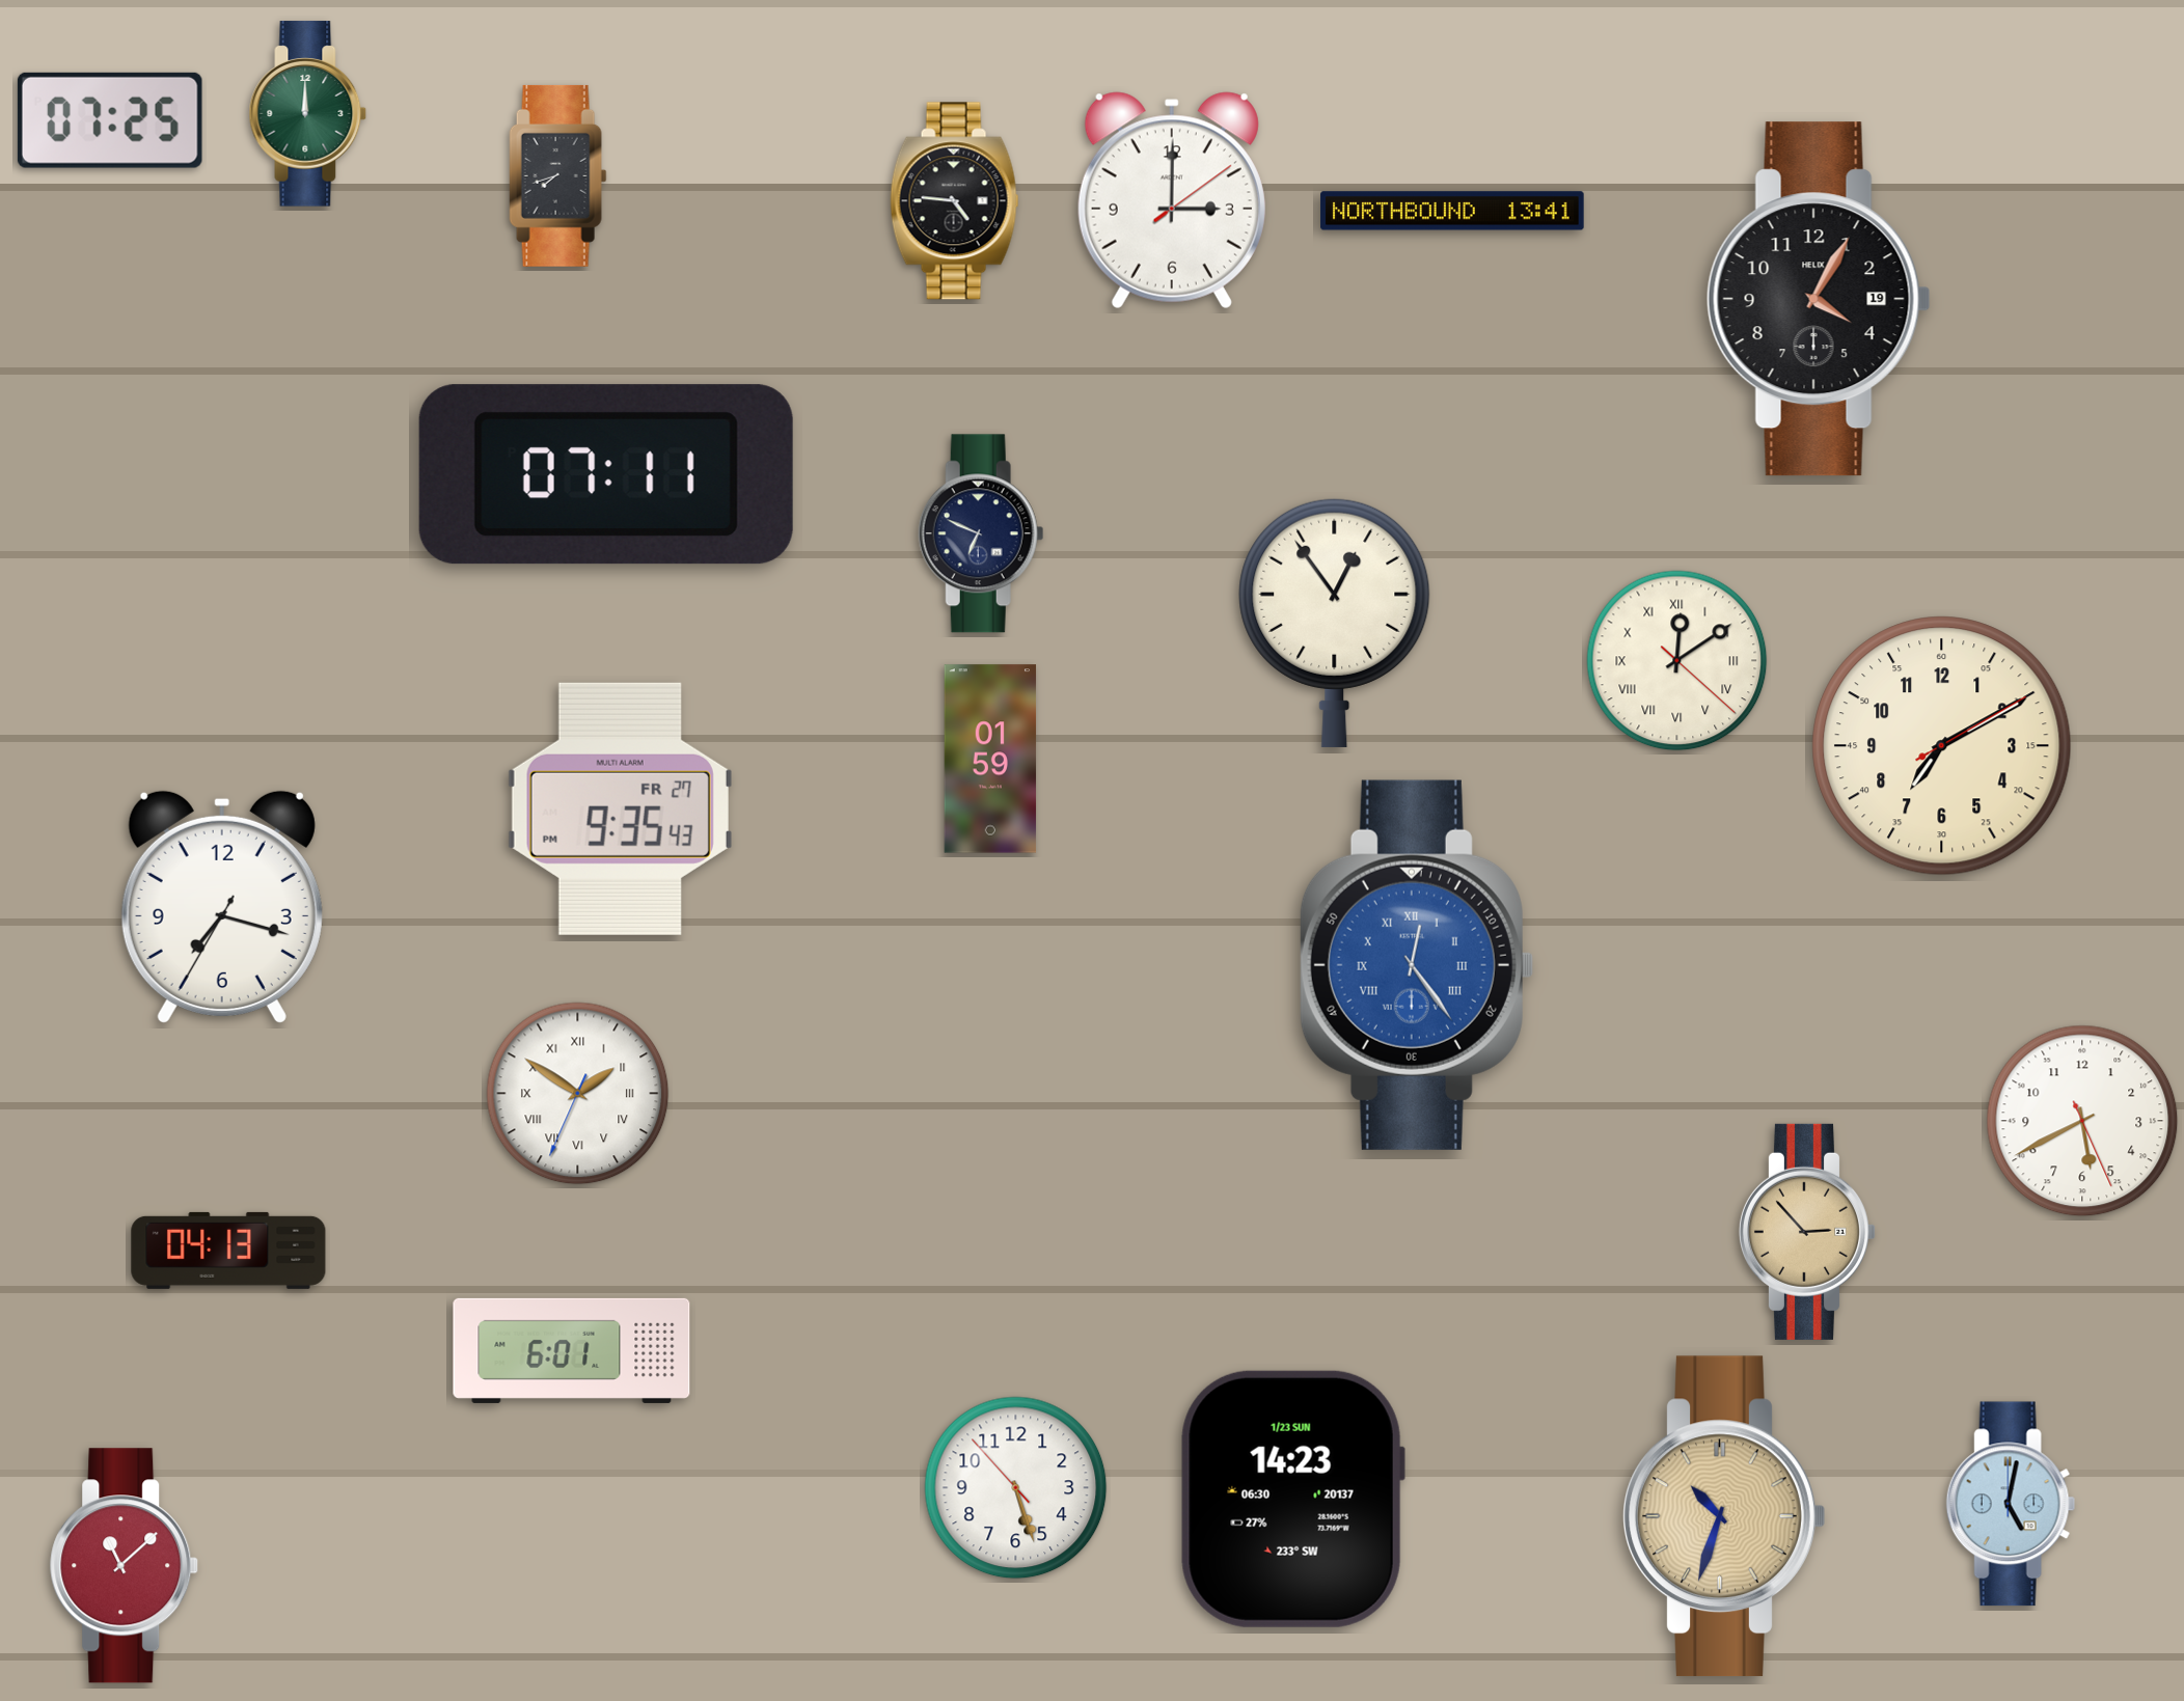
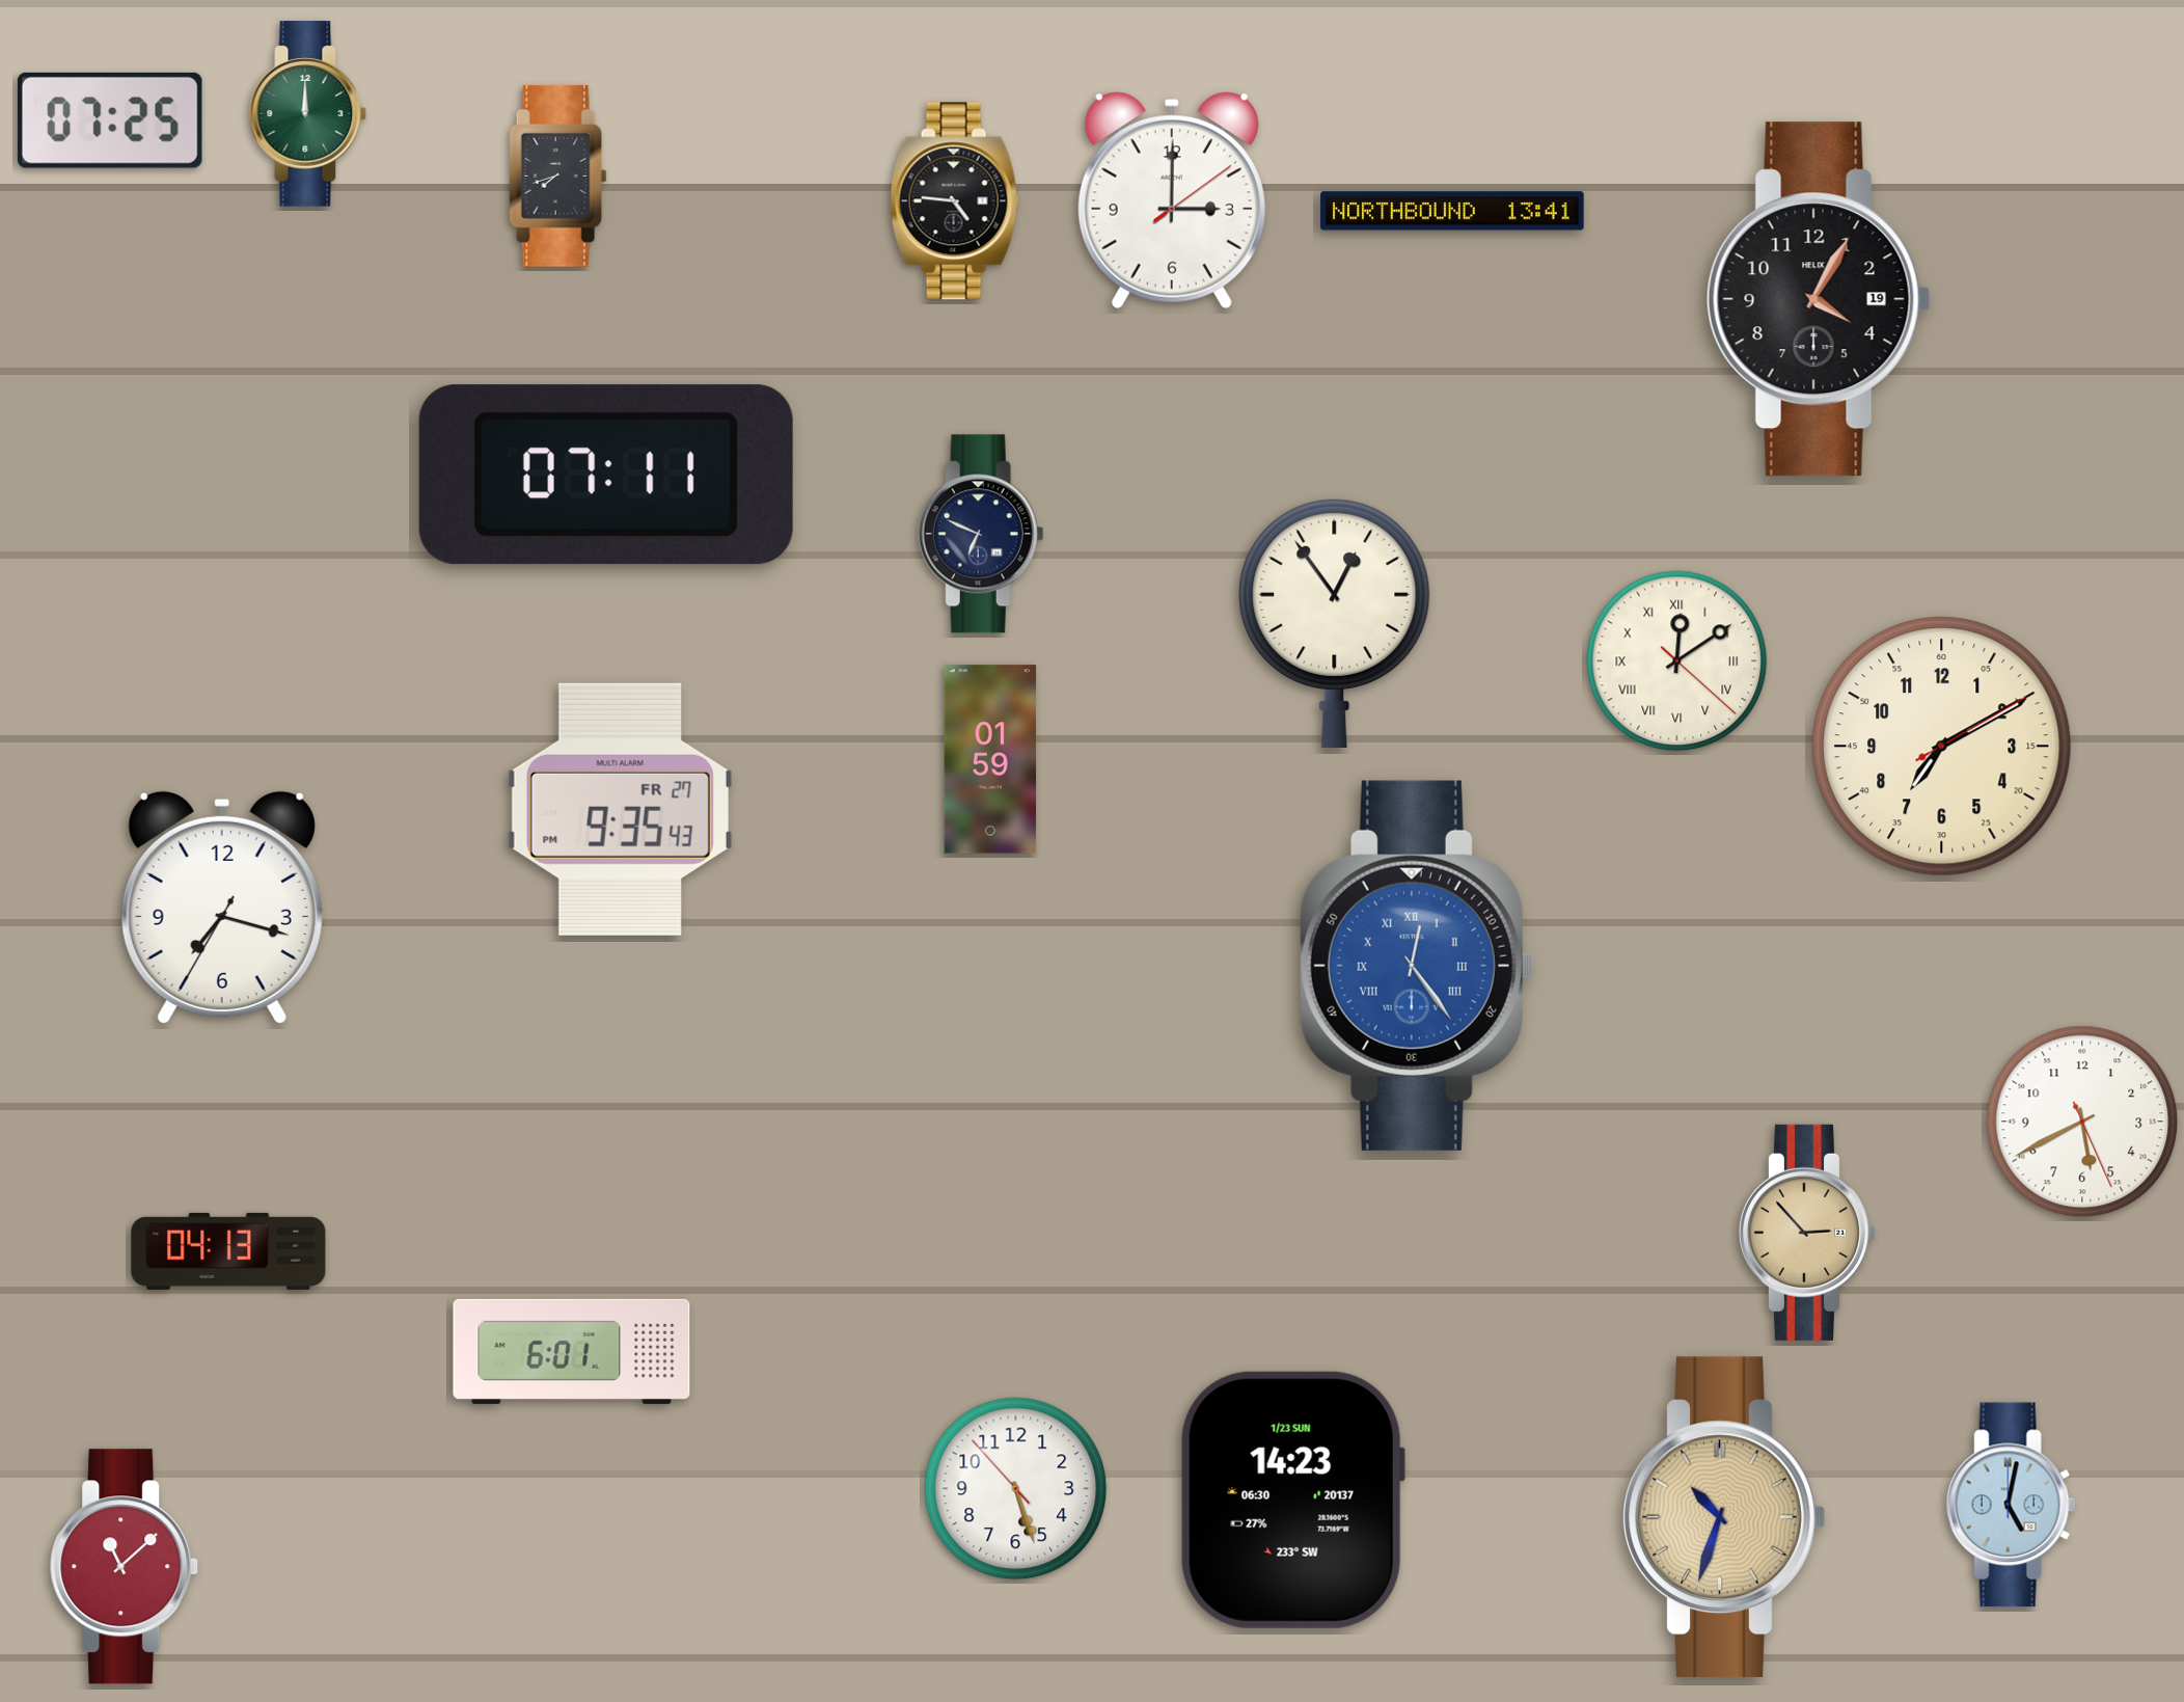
clock at (578, 1094): 1:50 -> none
